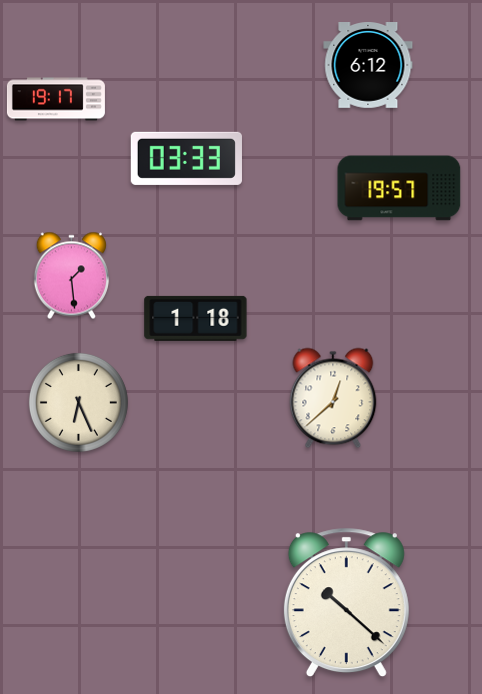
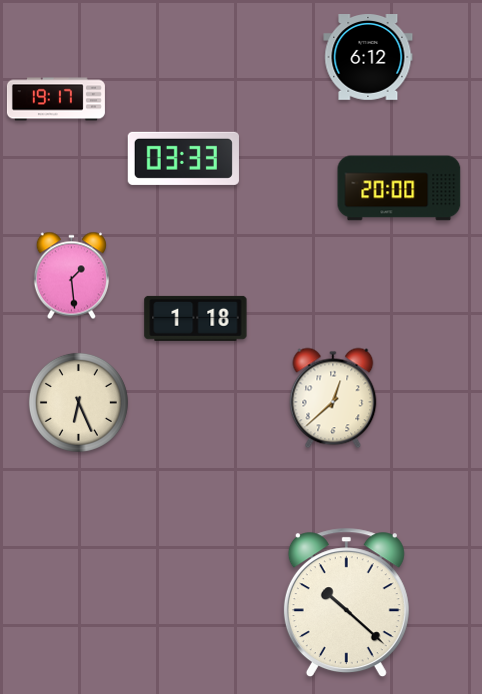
clock at (368, 66) position: (368, 66) -> (368, 58)
clock at (186, 158) position: (186, 158) -> (183, 158)
clock at (399, 188): 19:57 -> 20:00
